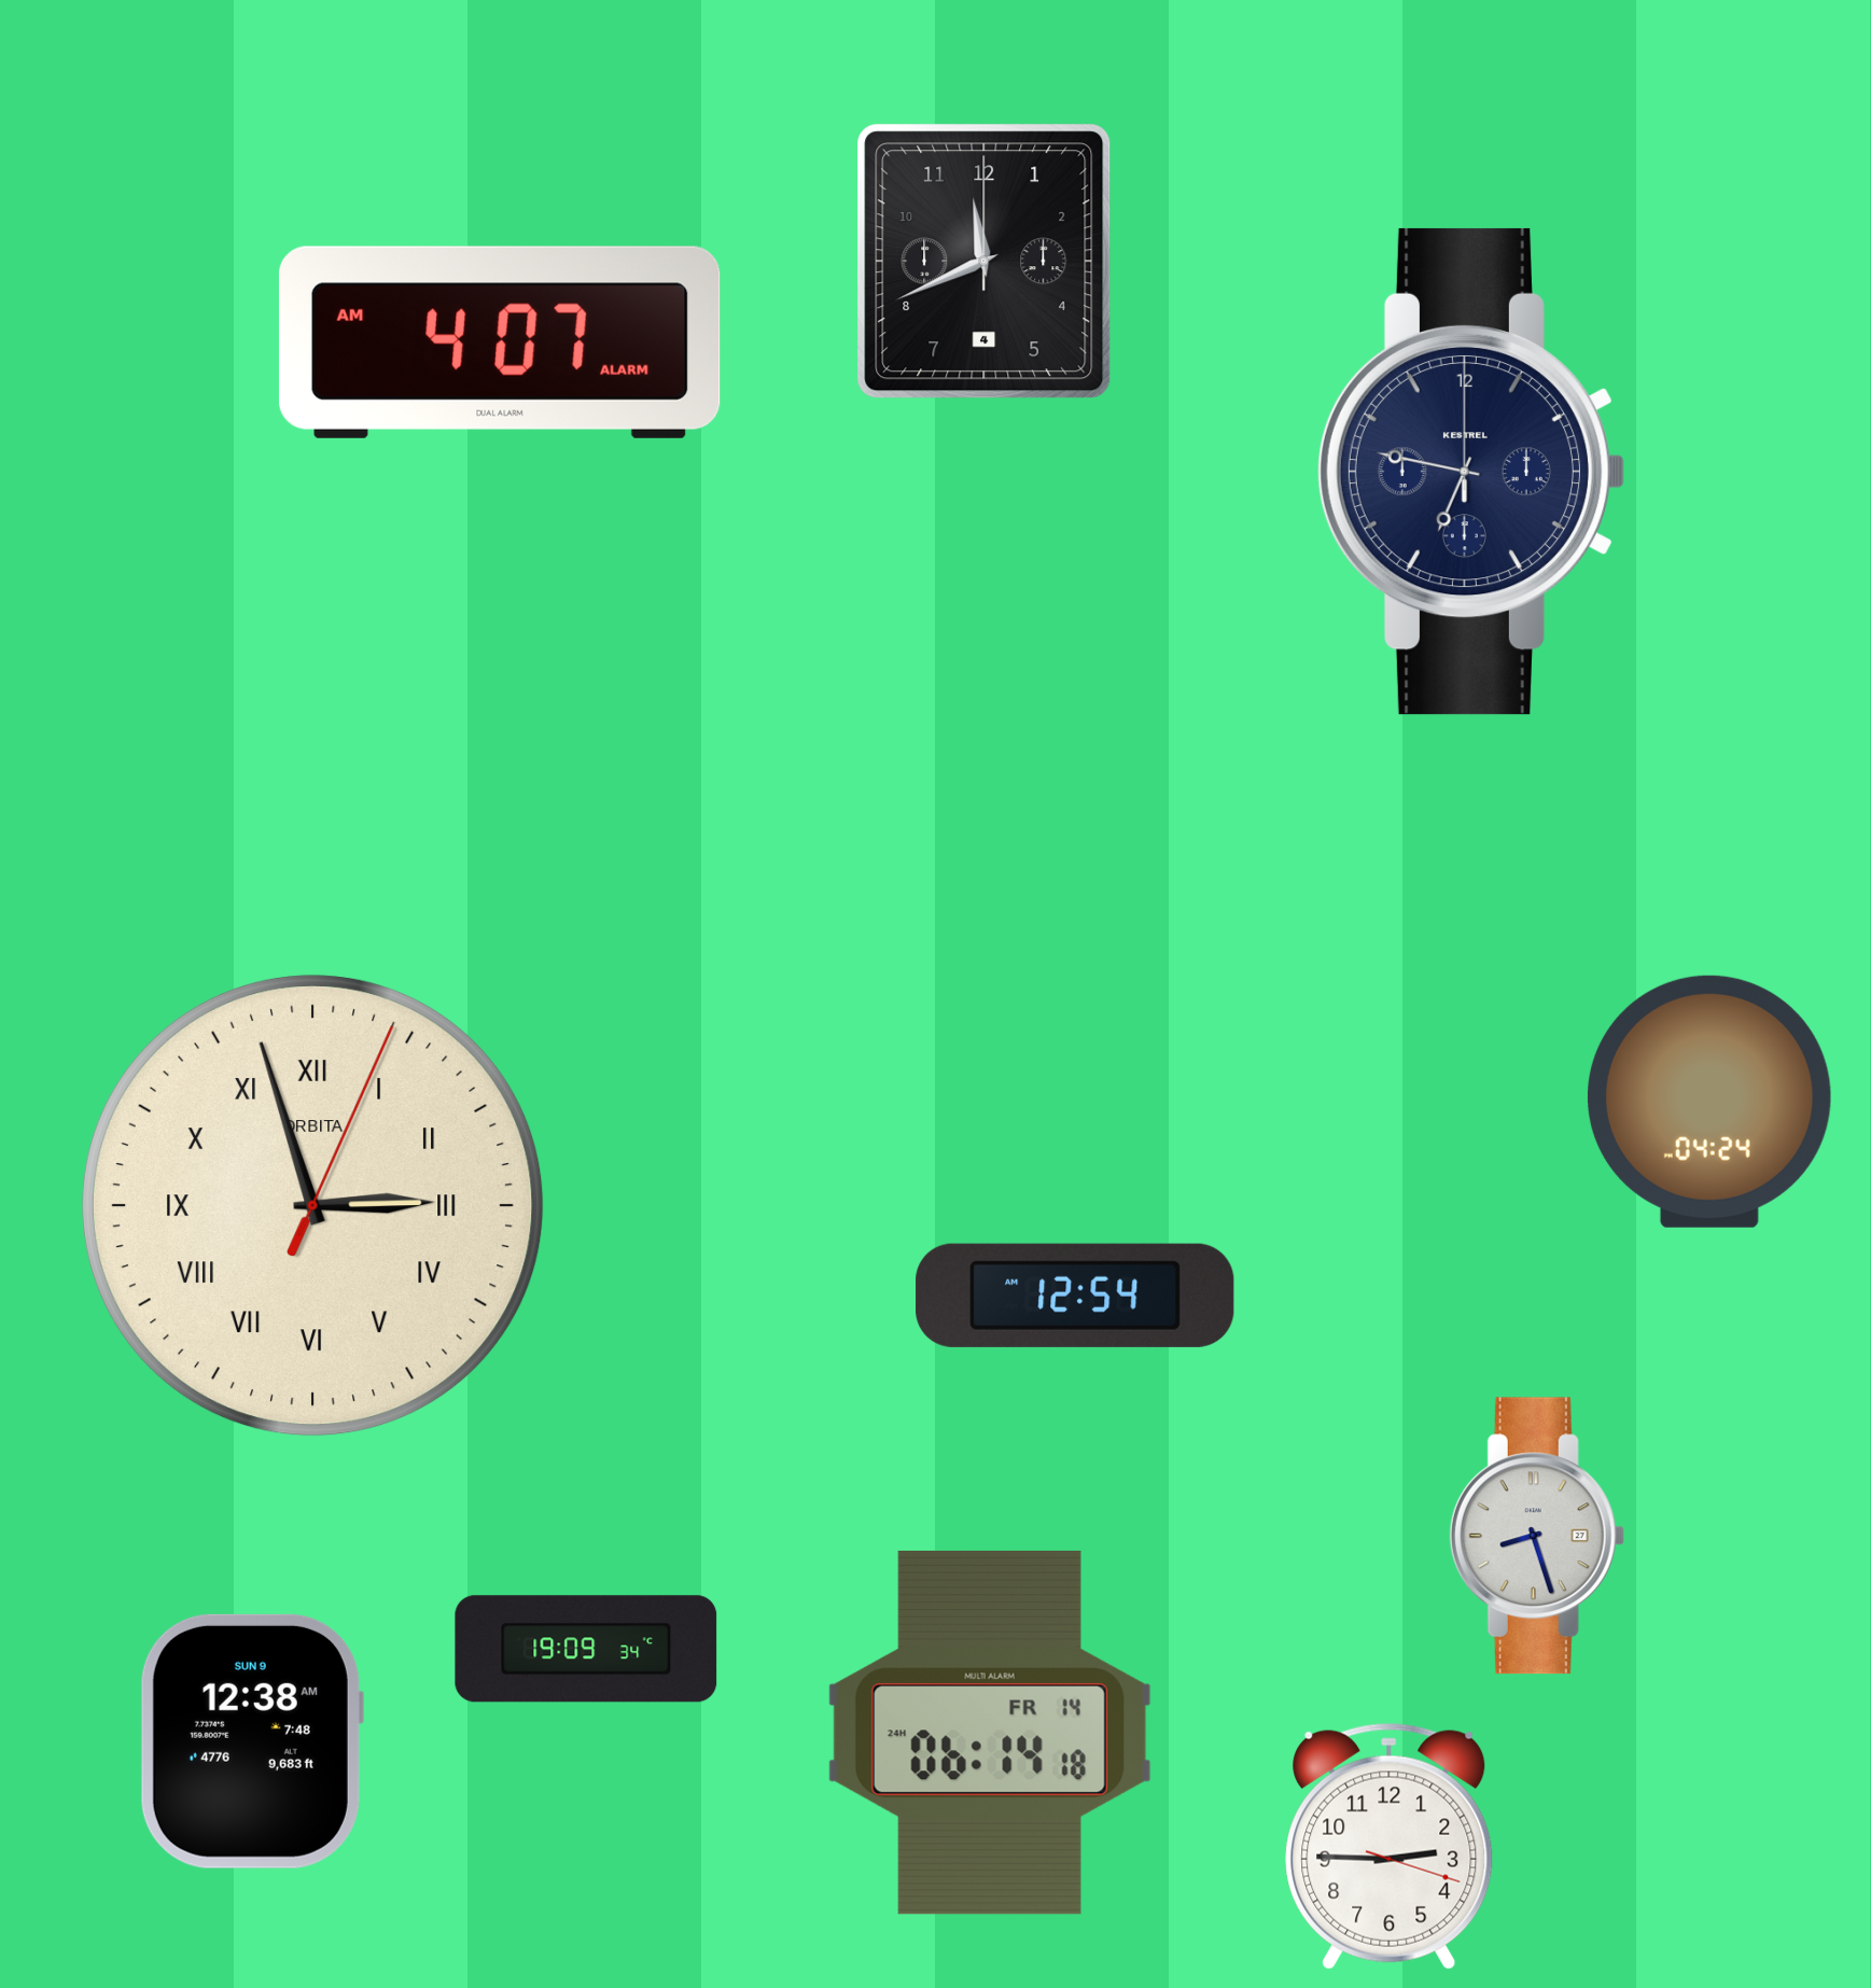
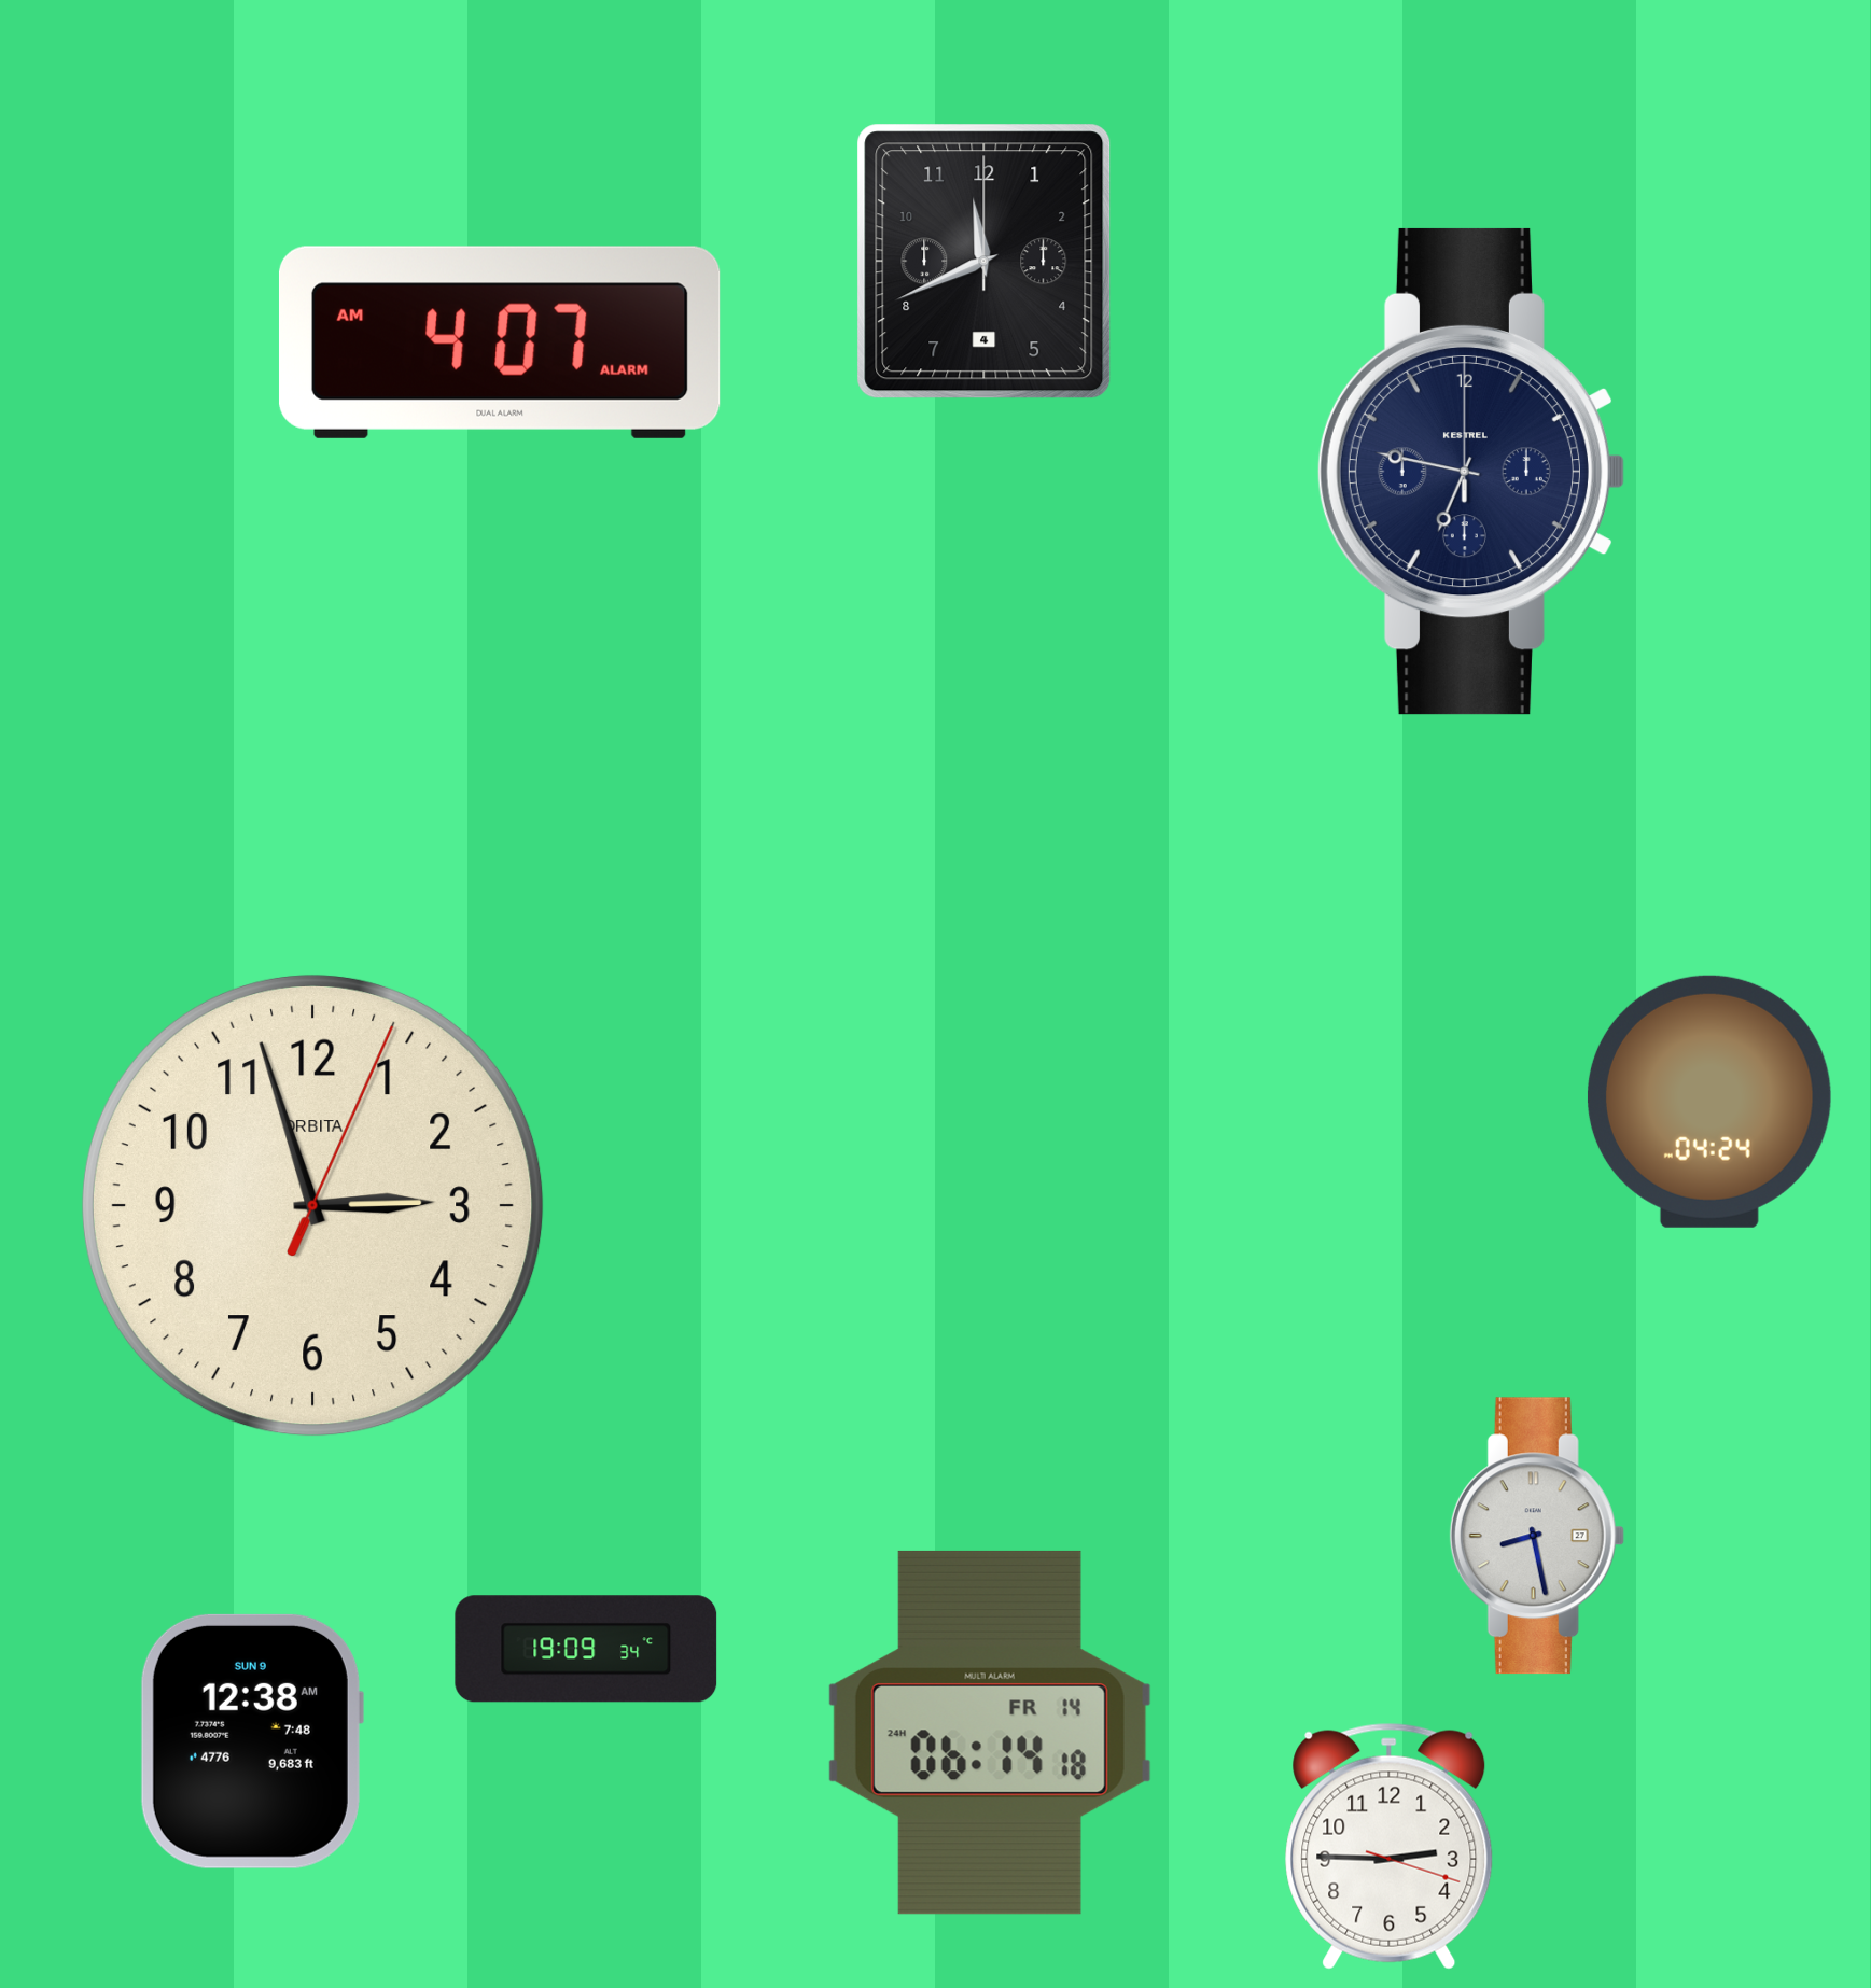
clock at (312, 1205) numerals: Roman -> Arabic
clock at (1075, 1296): 12:54 -> none
clock at (1537, 1536): 8:27 -> 8:28
